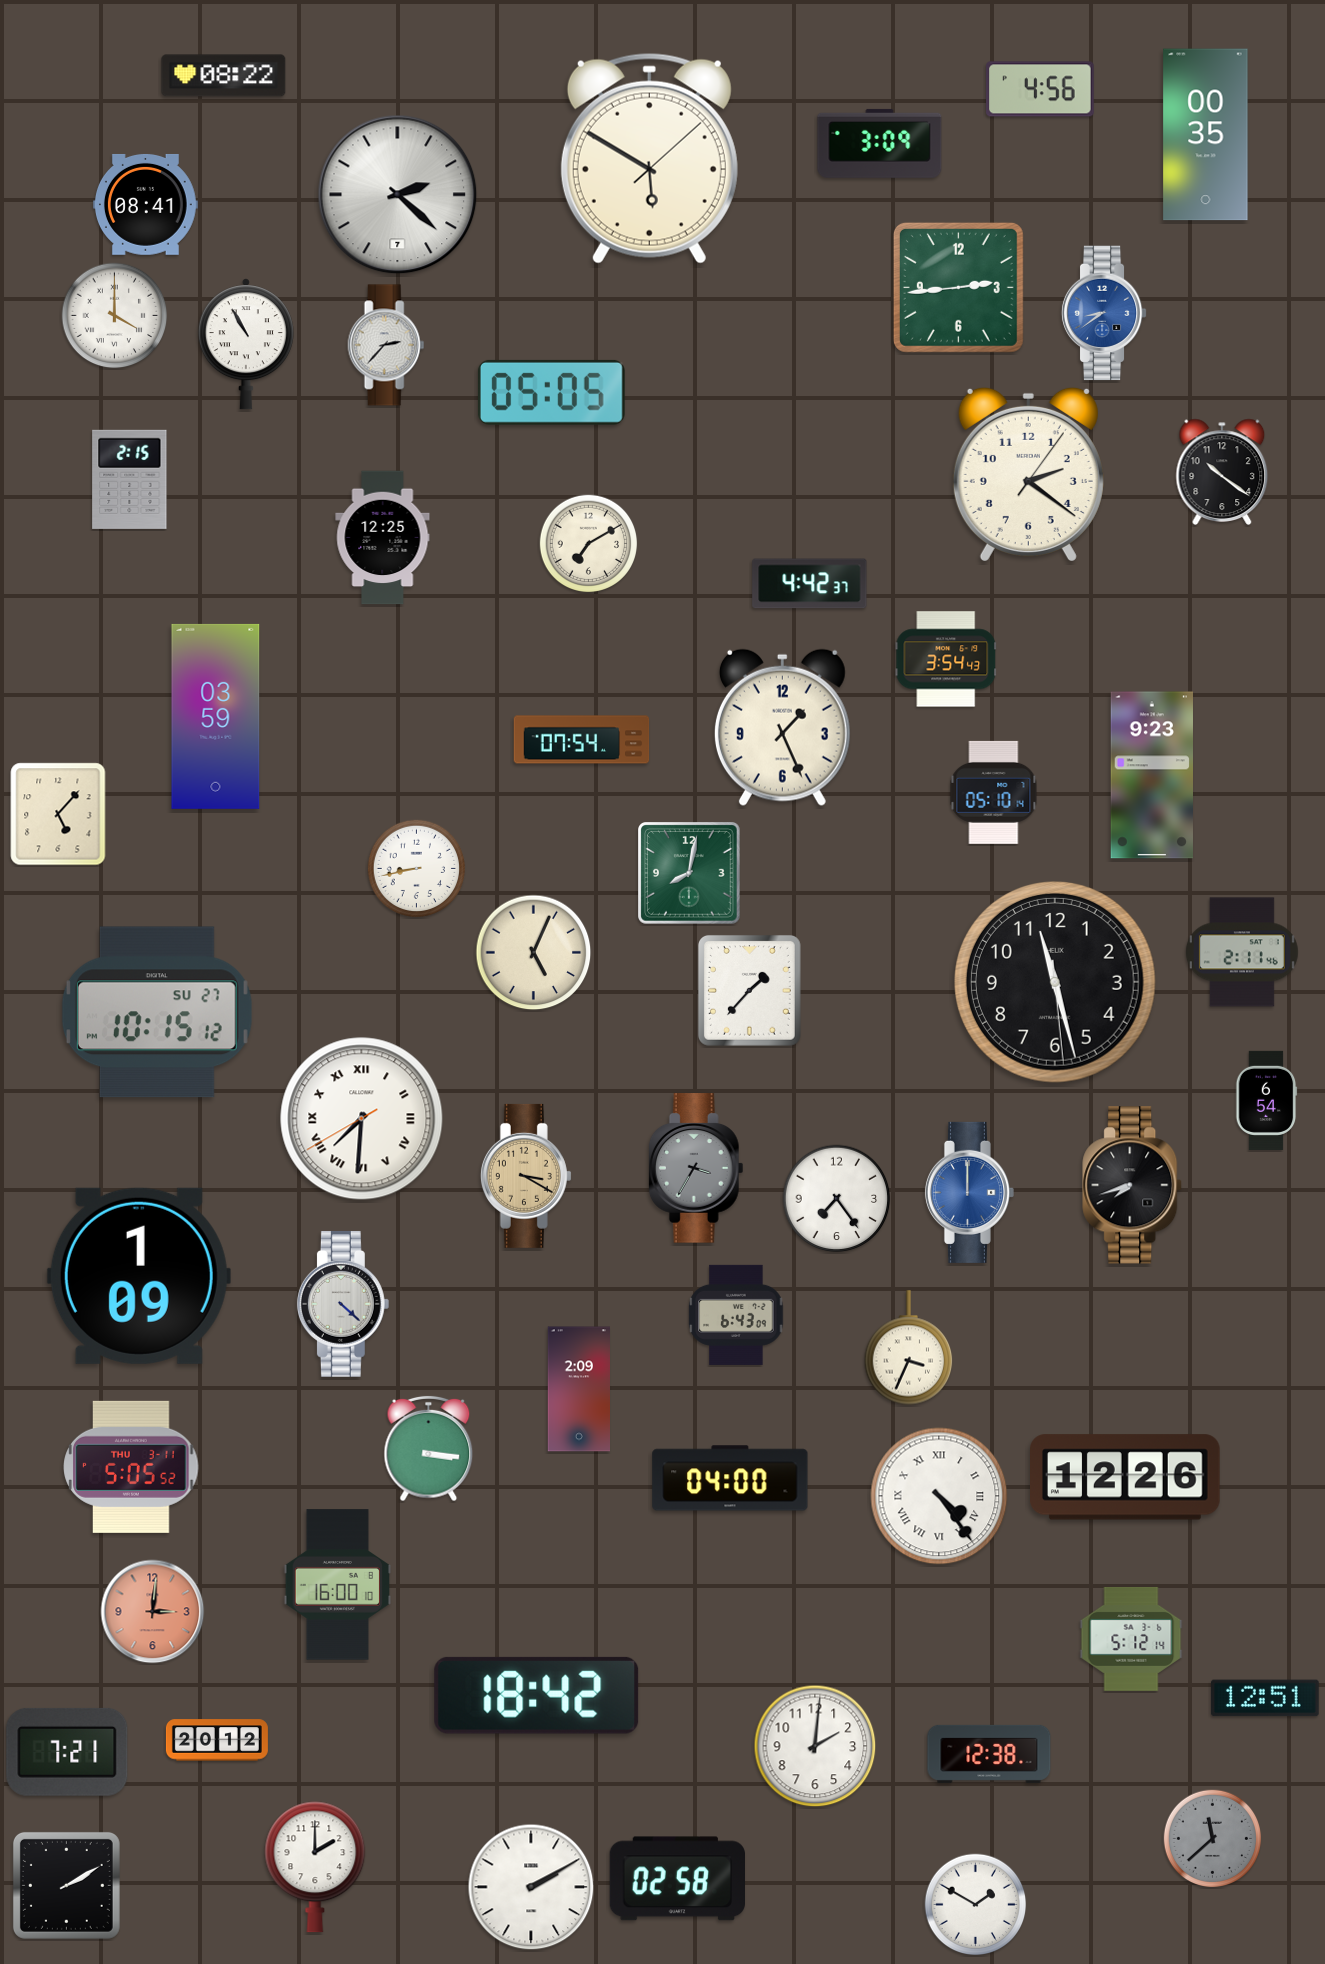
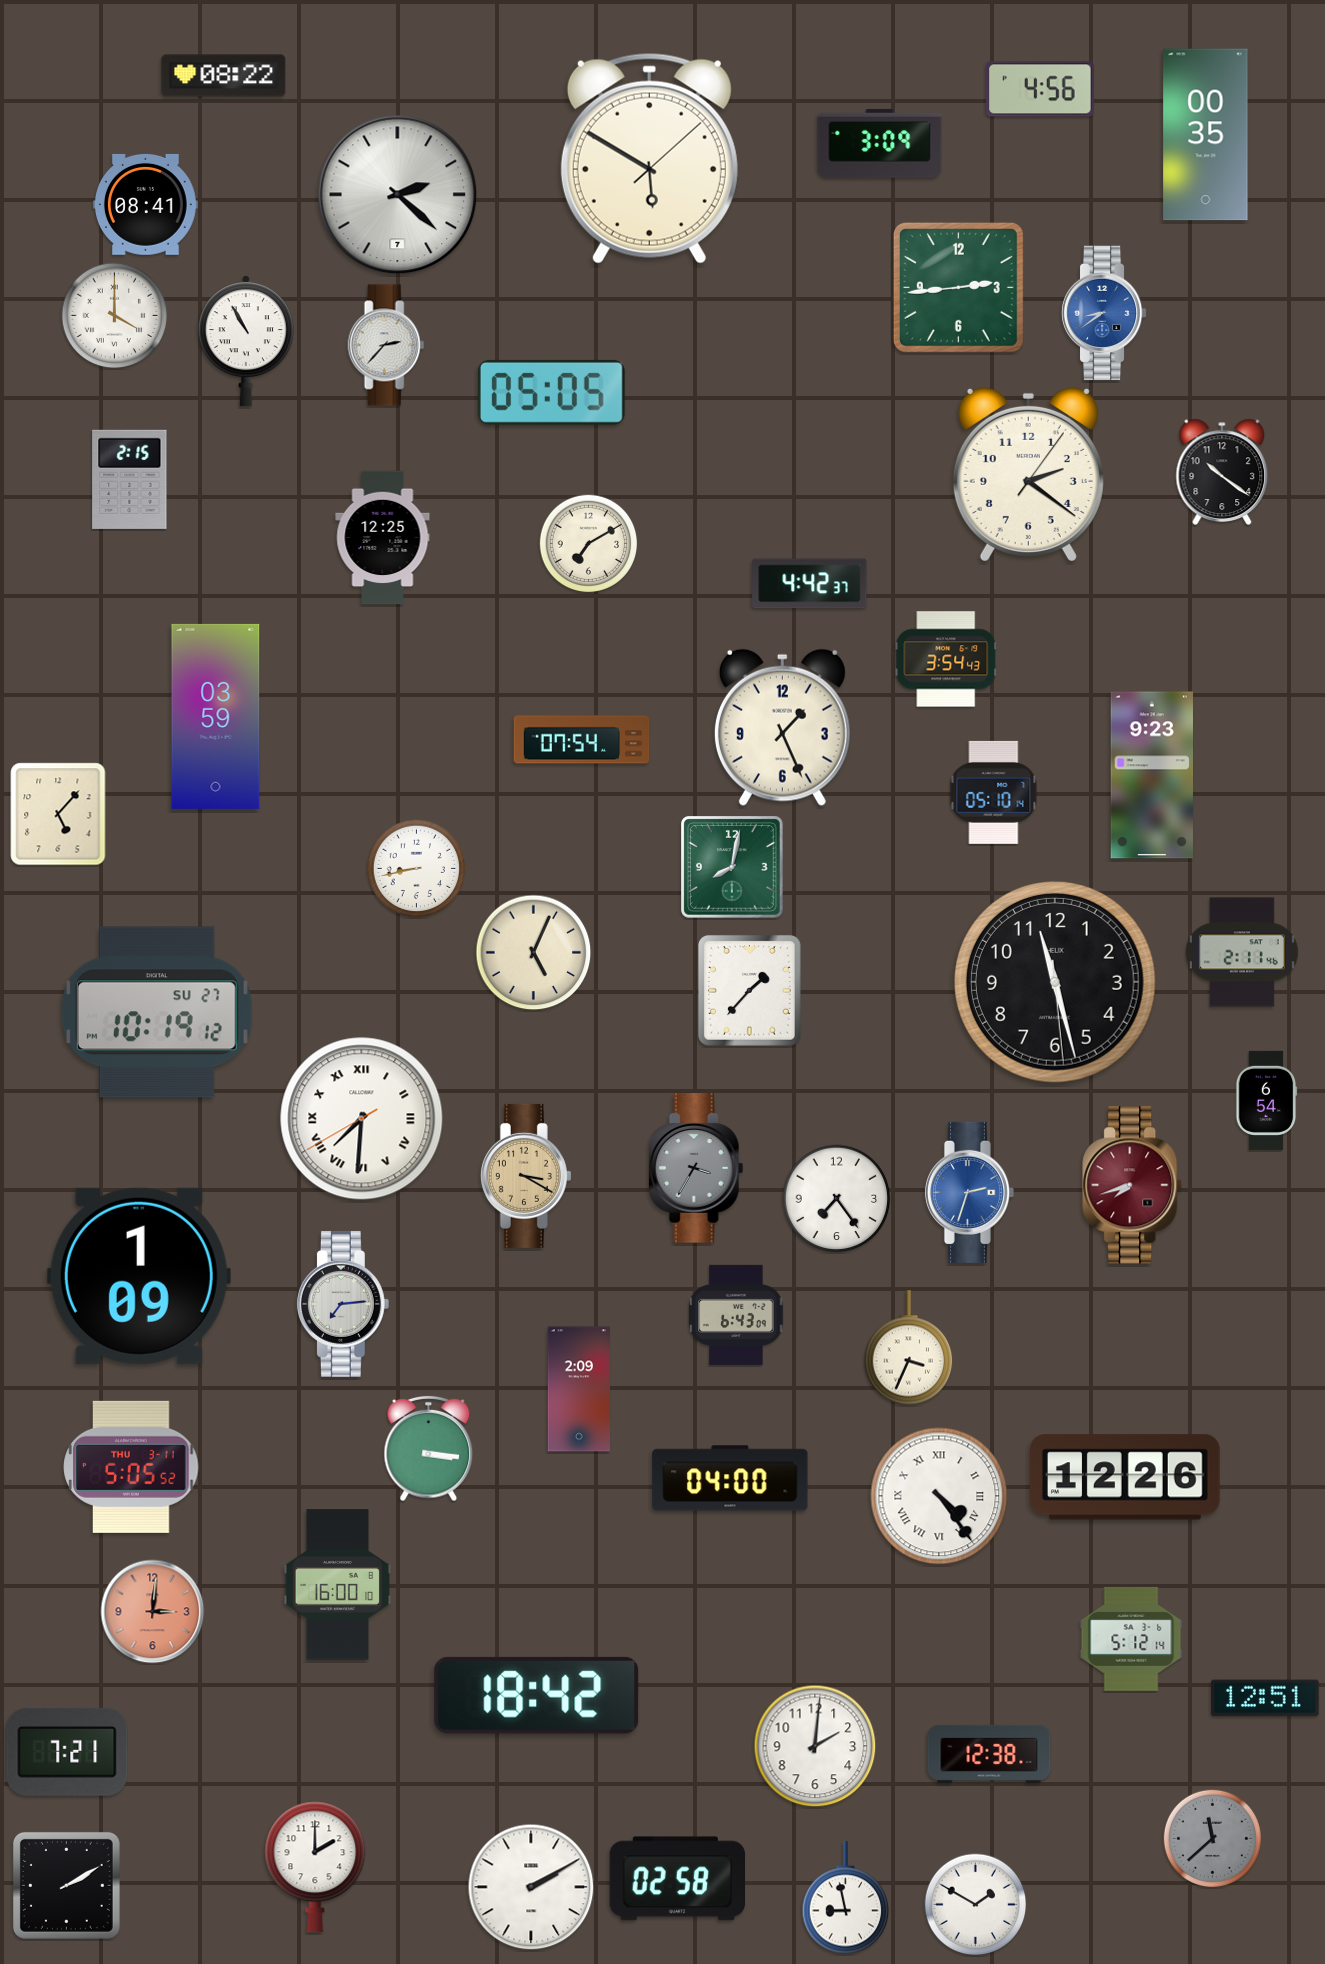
clock at (246, 344) position: (246, 344) -> (246, 341)
clock at (689, 873) position: (689, 873) -> (732, 867)
clock at (157, 1012): 10:15 -> 10:19
clock at (1133, 1185) dial: black -> burgundy
clock at (969, 1192): 12:00 -> 2:33
clock at (343, 1304): 4:22 -> 7:14
clock at (217, 1740): 20:12 -> none
clock at (846, 1898): none -> 8:58
